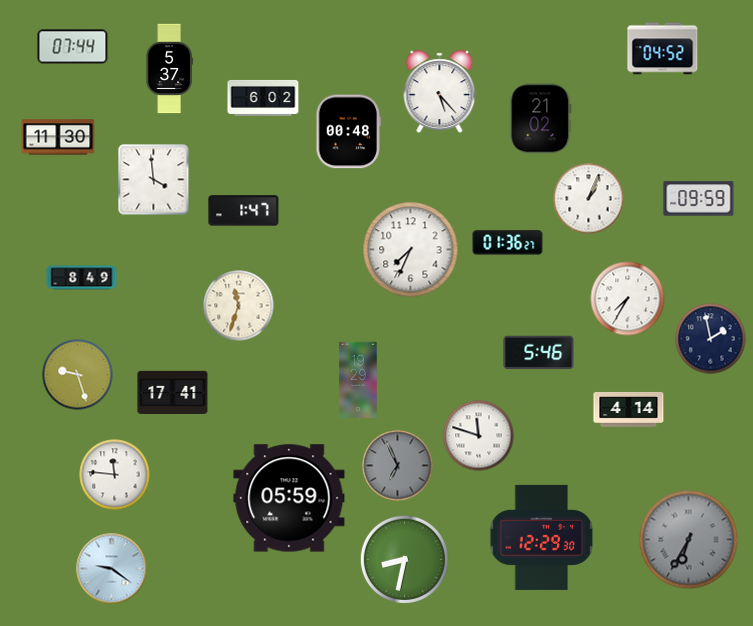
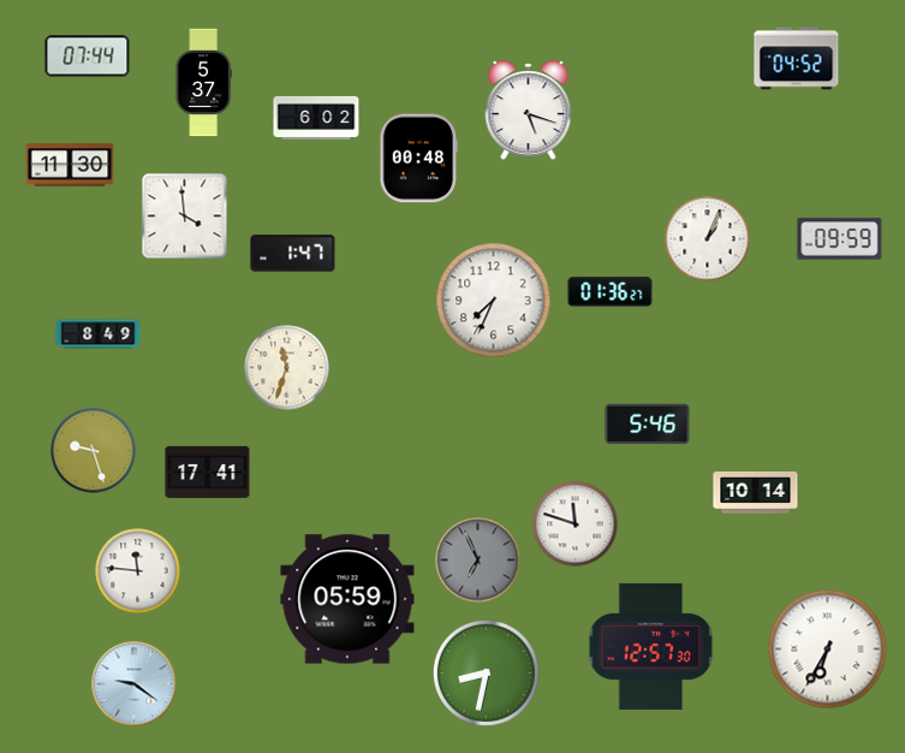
clock at (440, 92): 5:23 -> 5:18
clock at (541, 119): 21:02 -> none
clock at (628, 299): 7:35 -> none
clock at (711, 339): 1:58 -> none
clock at (358, 380): 19:29 -> none
clock at (629, 409): 4:14 -> 10:14
clock at (542, 537): 12:29 -> 12:57
clock at (689, 540) dial: grey -> white
